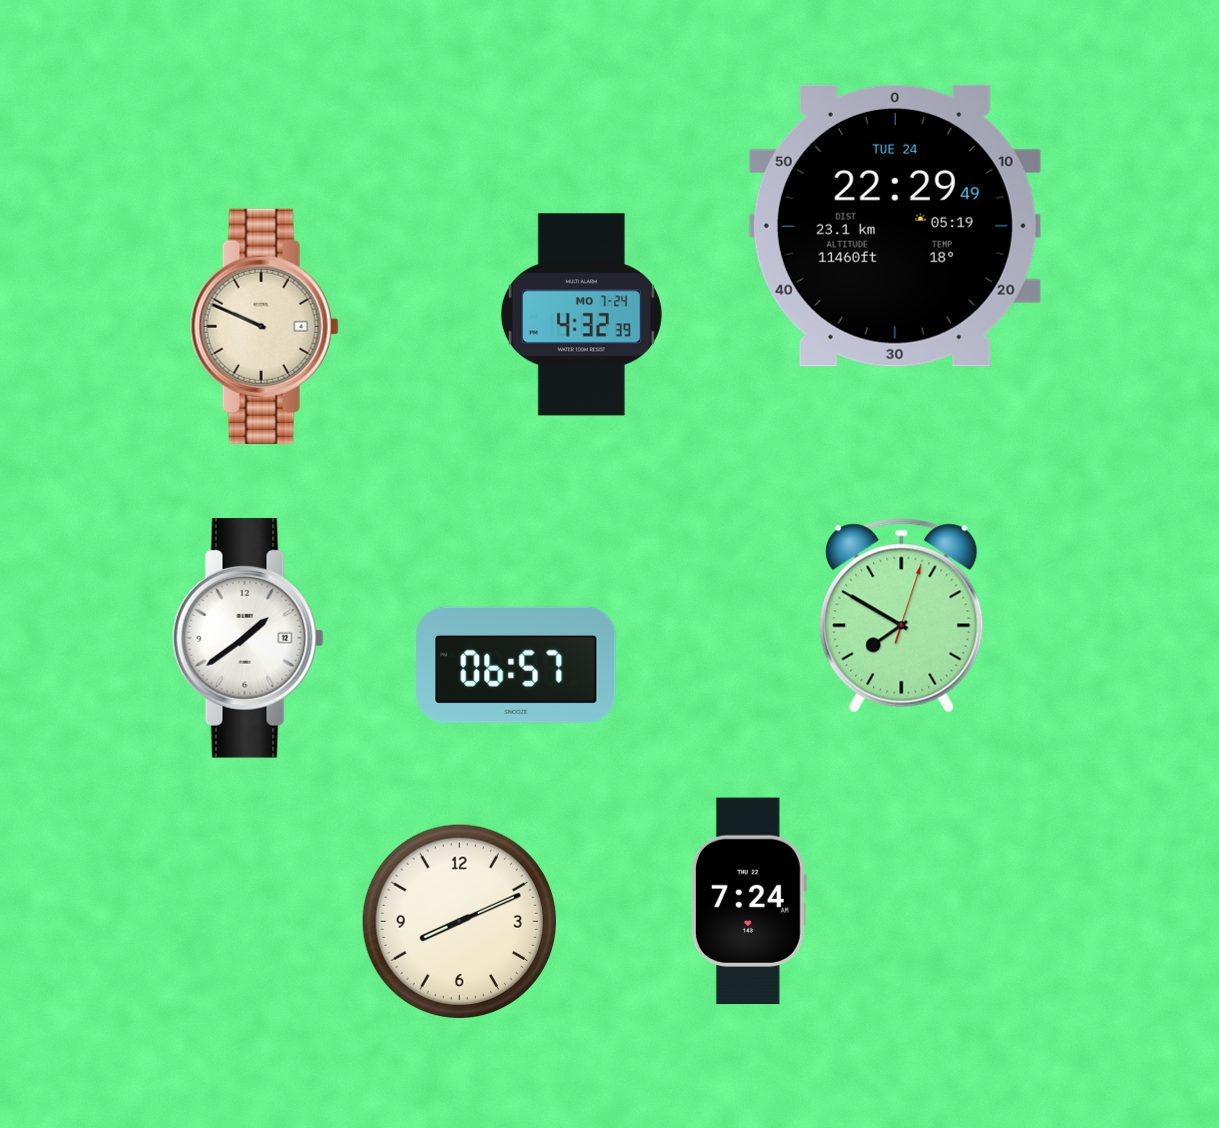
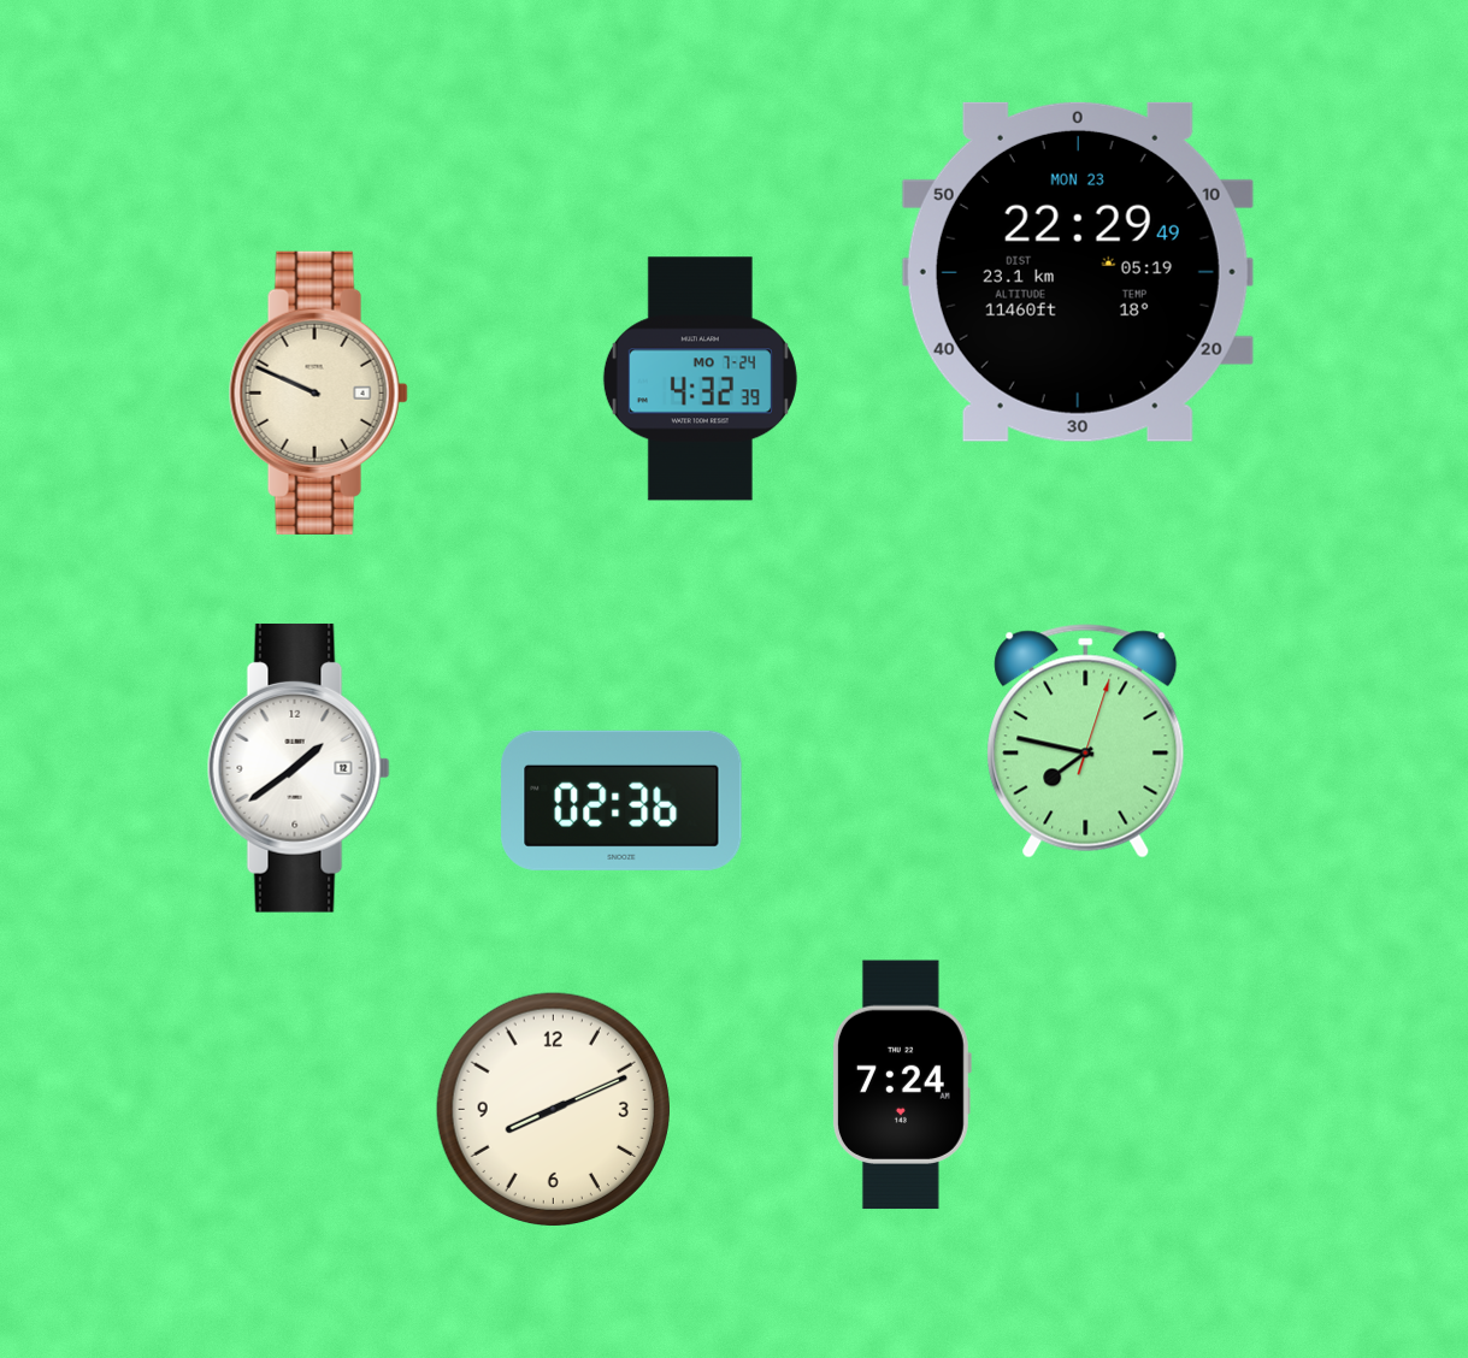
clock at (895, 226) date: TUE 24 -> MON 23
clock at (902, 616): 7:50 -> 7:47
clock at (516, 665): 06:57 -> 02:36
